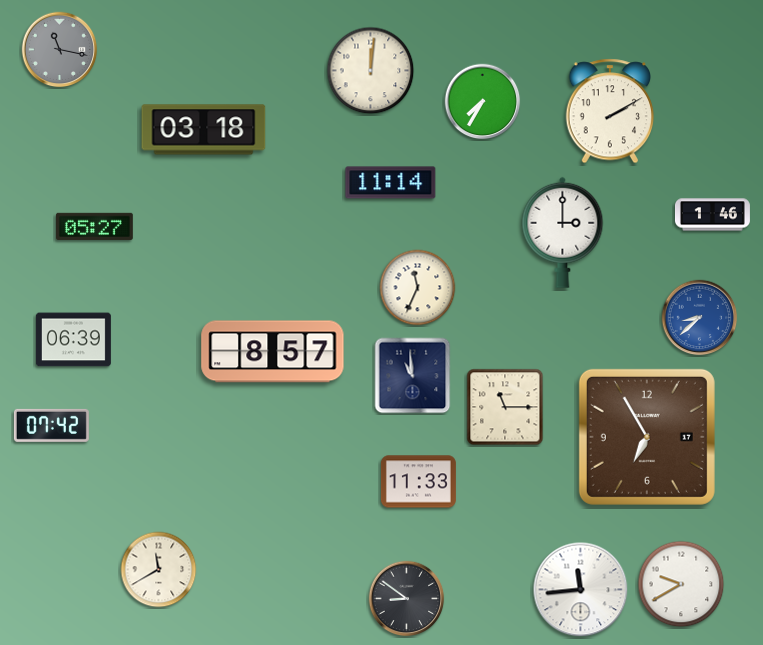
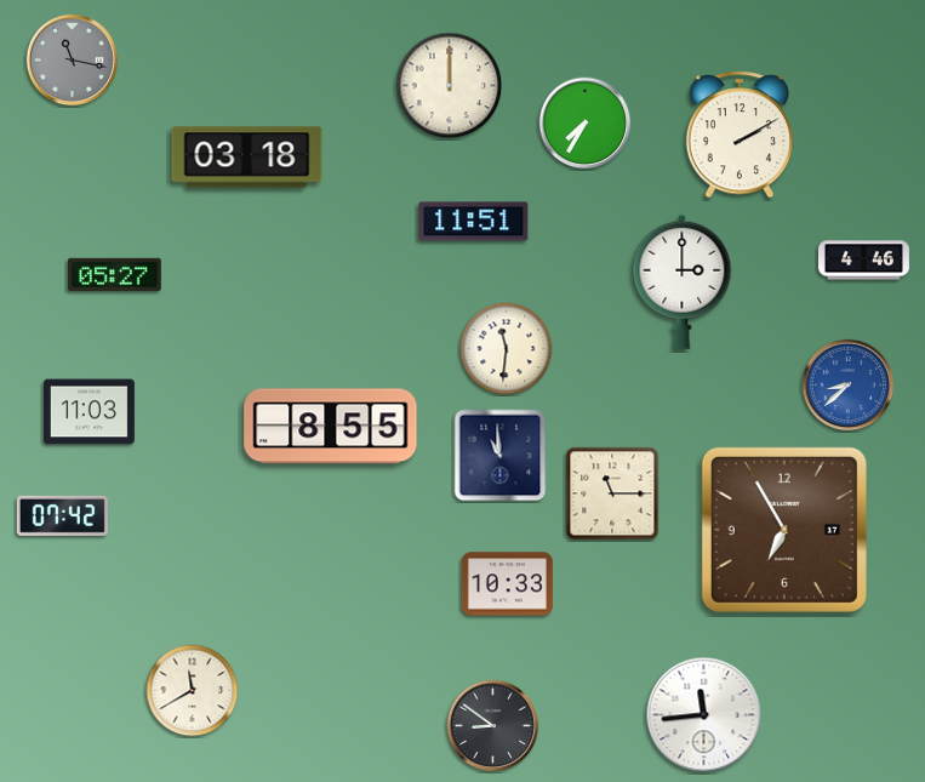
clock at (371, 71): 12:01 -> 12:00
clock at (391, 183): 11:14 -> 11:51
clock at (712, 215): 1:46 -> 4:46
clock at (418, 288): 11:34 -> 11:31
clock at (73, 340): 06:39 -> 11:03
clock at (273, 352): 8:57 -> 8:55
clock at (418, 482): 11:33 -> 10:33
clock at (681, 584): 9:40 -> none
